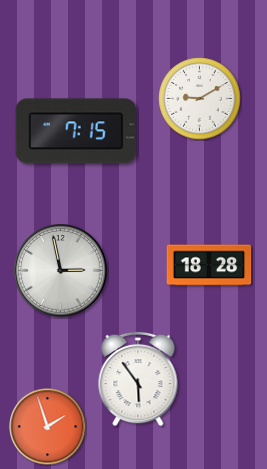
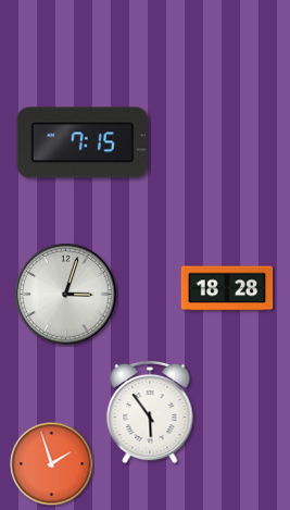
clock at (200, 99): 9:10 -> none
clock at (61, 271): 2:58 -> 3:03
